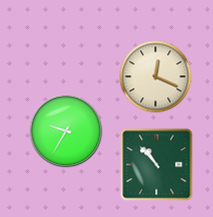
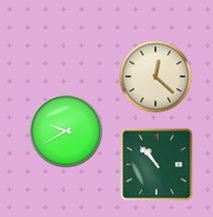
clock at (156, 77): 12:19 -> 12:22
clock at (66, 131): 9:35 -> 9:40
